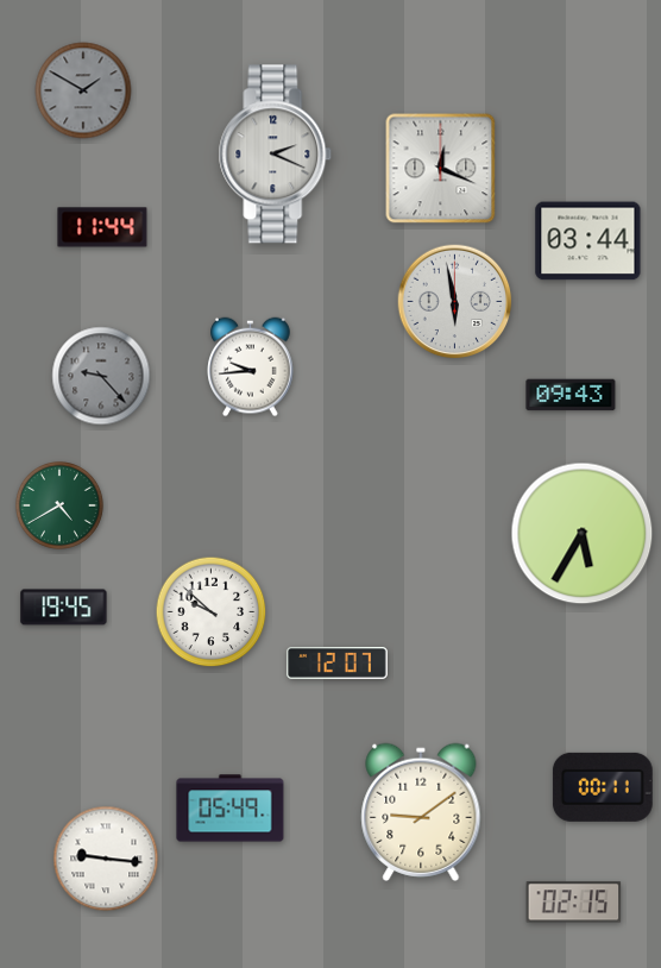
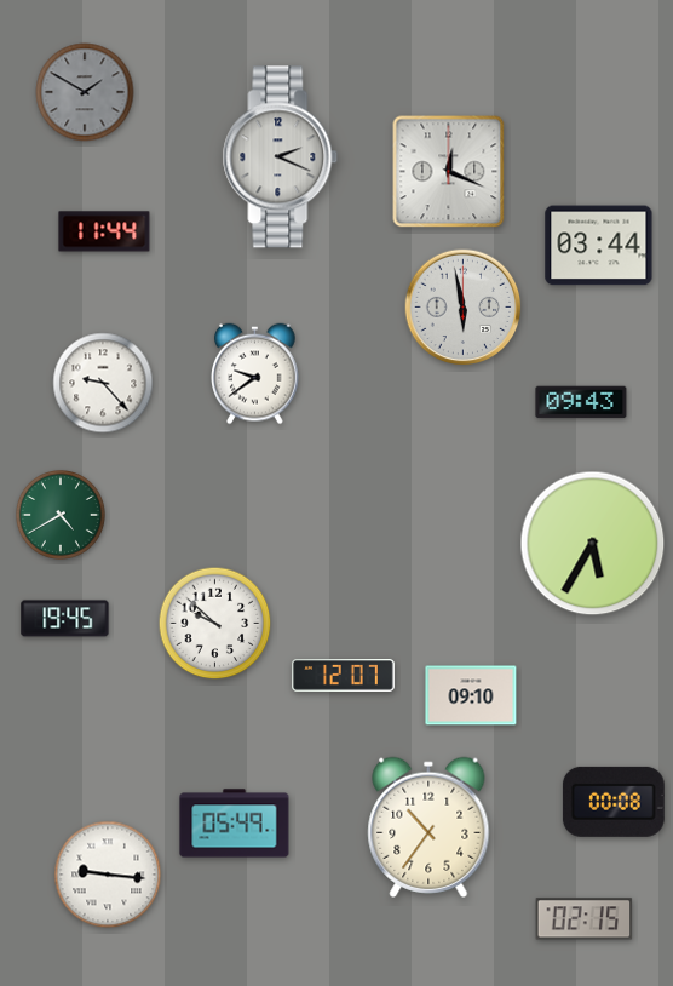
clock at (251, 367): 9:44 -> 9:39
clock at (101, 376) dial: grey -> white
clock at (471, 695): none -> 09:10
clock at (603, 787): 00:11 -> 00:08
clock at (421, 812): 9:09 -> 10:36
